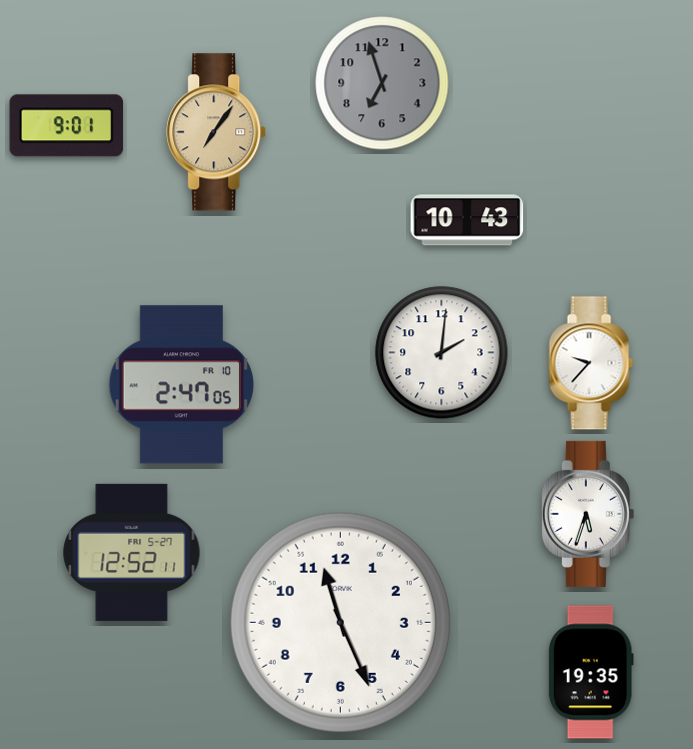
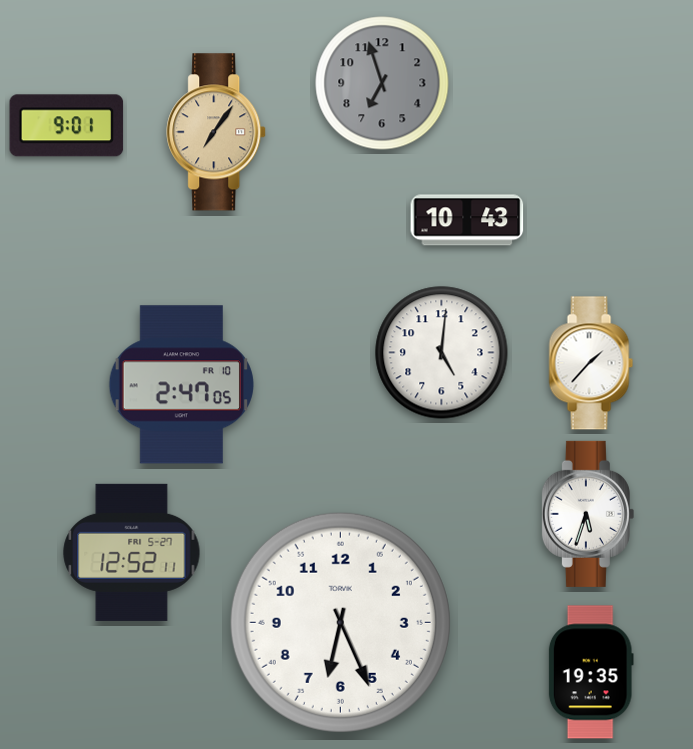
clock at (442, 353): 2:01 -> 5:01
clock at (591, 363): 9:37 -> 1:37
clock at (340, 622): 11:26 -> 6:26
